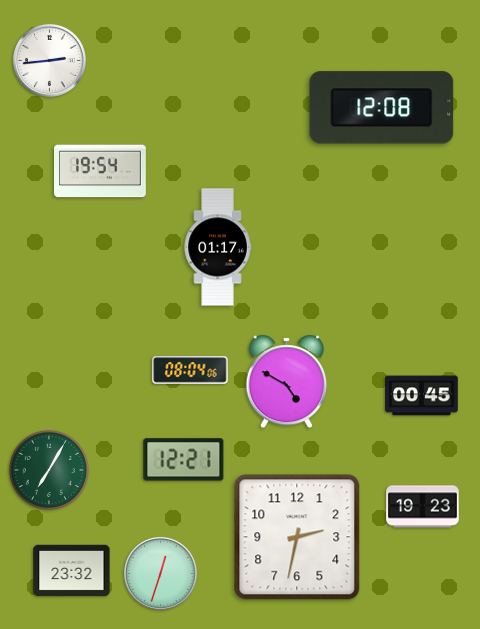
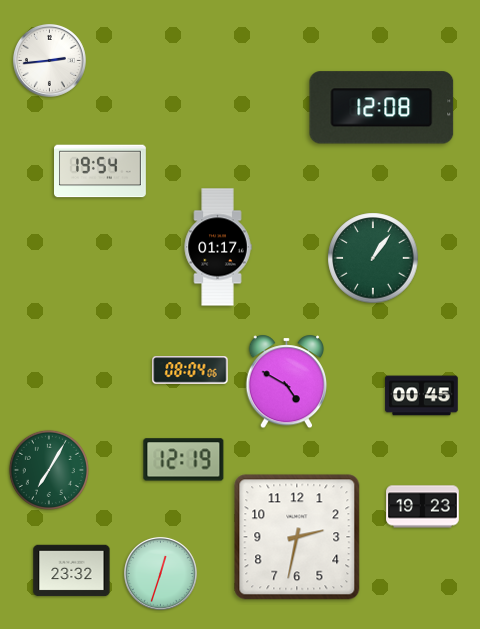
clock at (373, 258): none -> 1:06
clock at (184, 460): 12:21 -> 12:19
